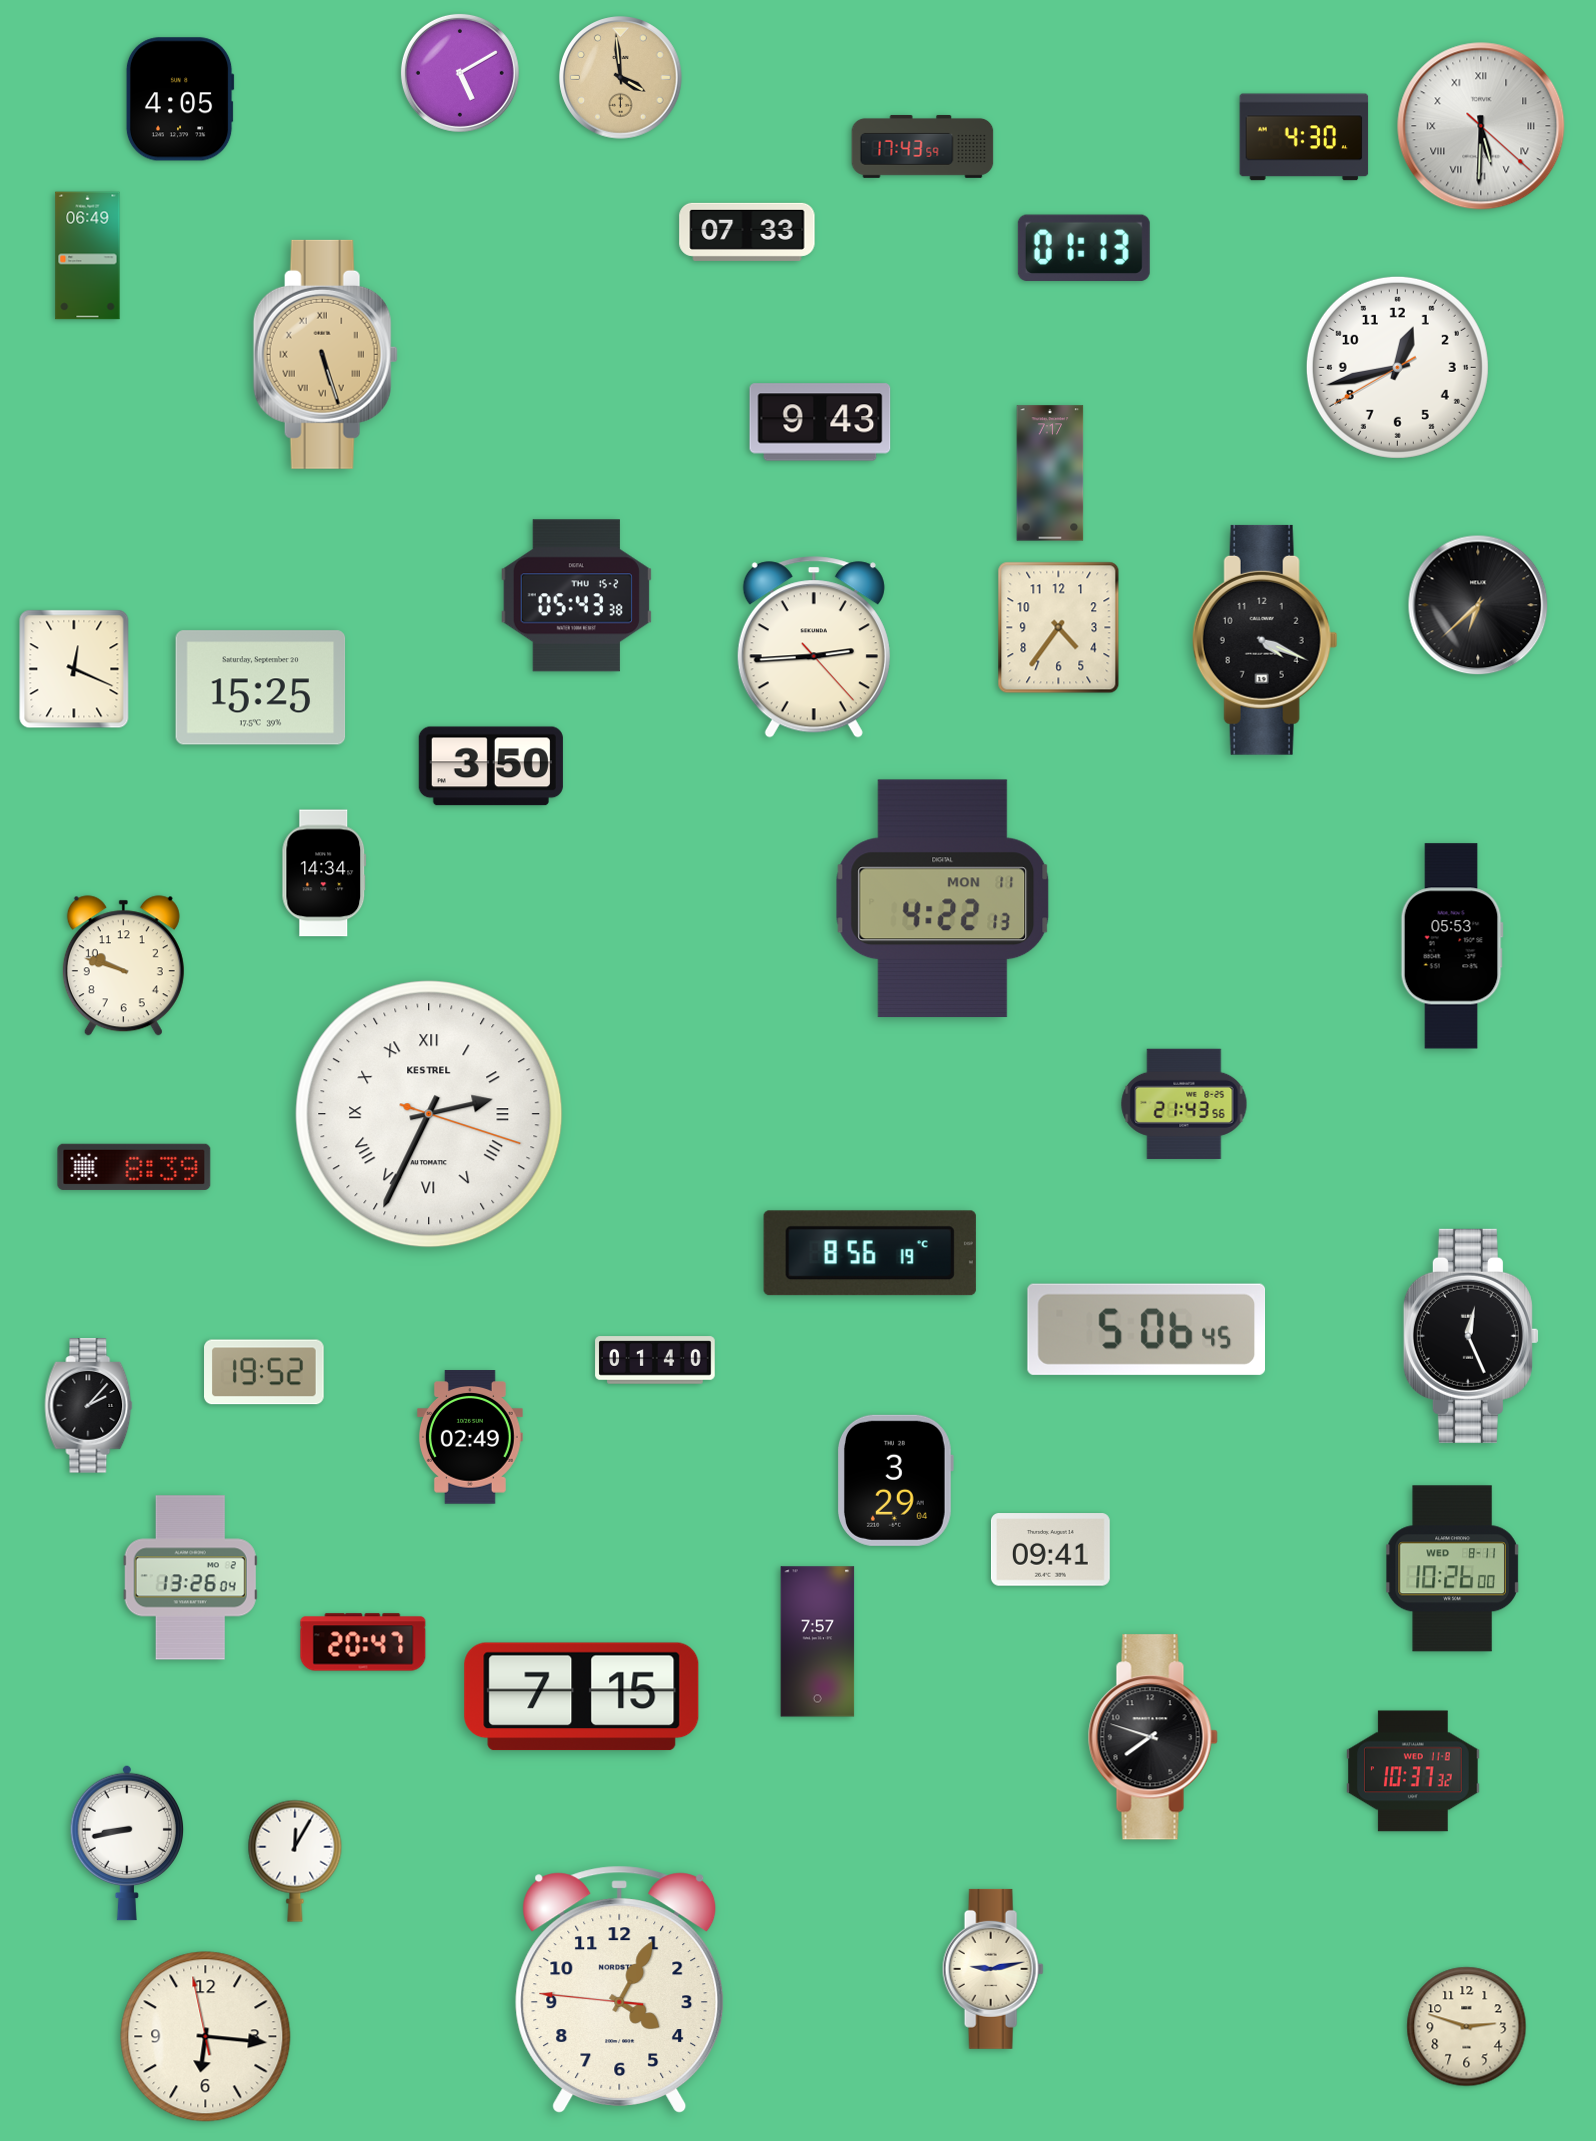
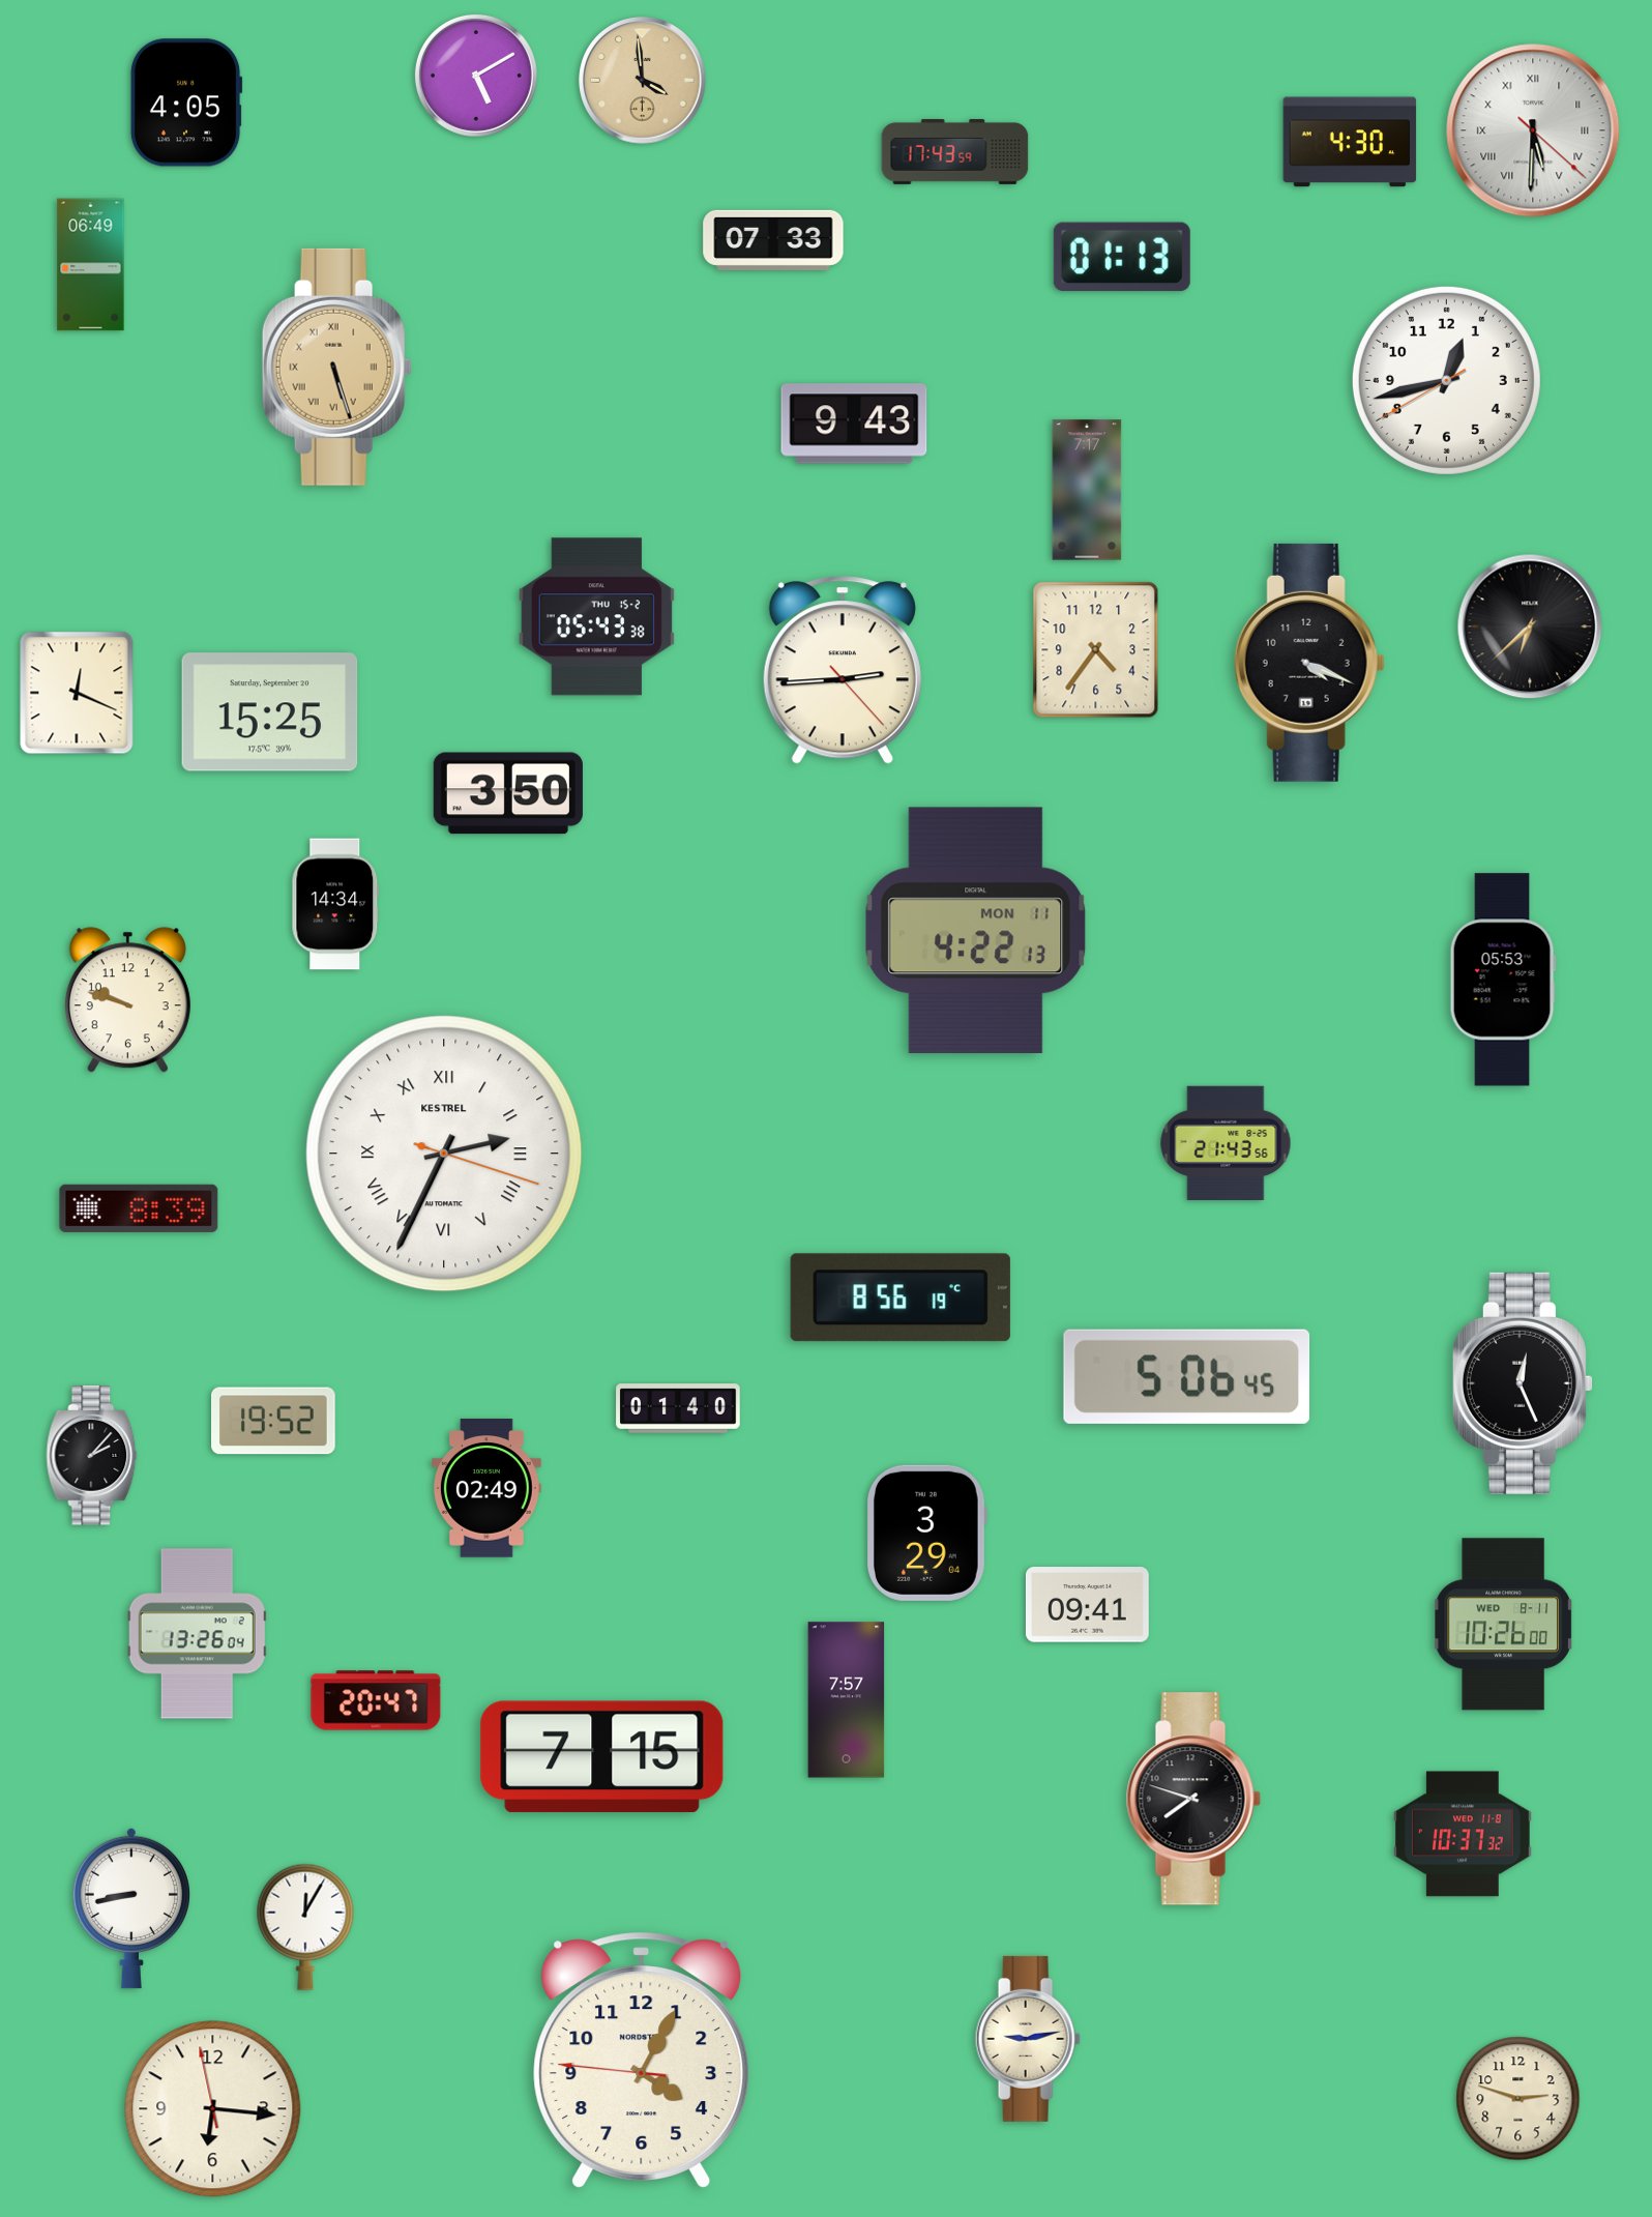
clock at (820, 422) position: (820, 422) -> (854, 424)
